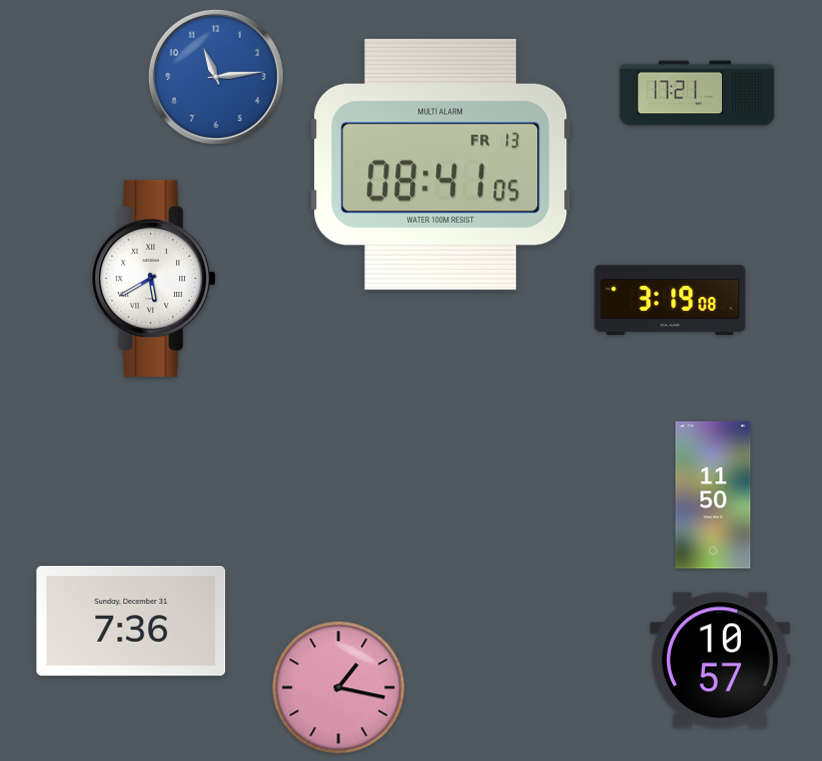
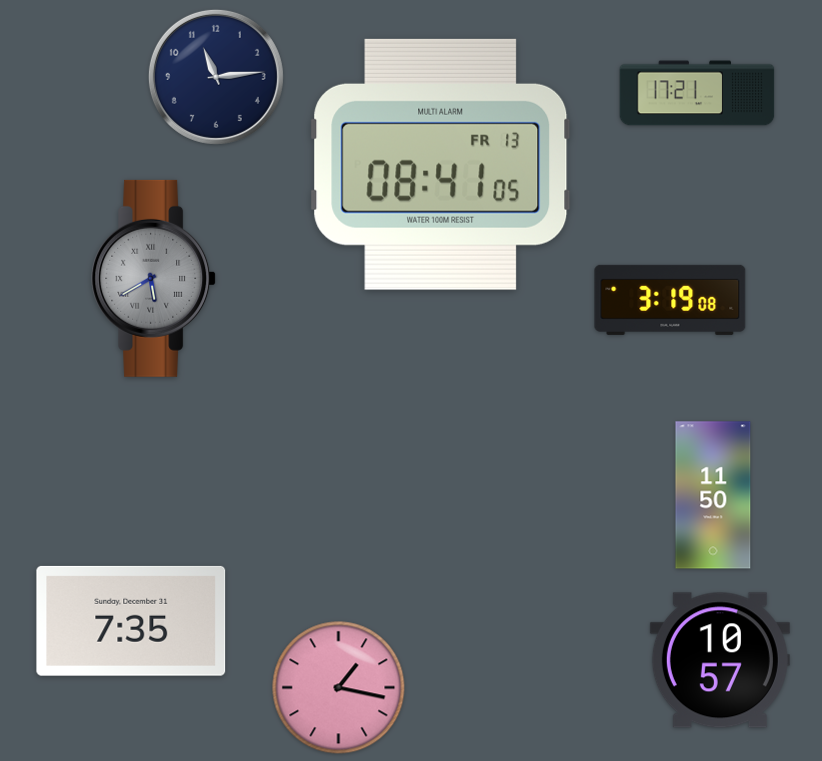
clock at (216, 77) dial: blue -> navy
clock at (154, 278) dial: white -> grey
clock at (131, 621): 7:36 -> 7:35
